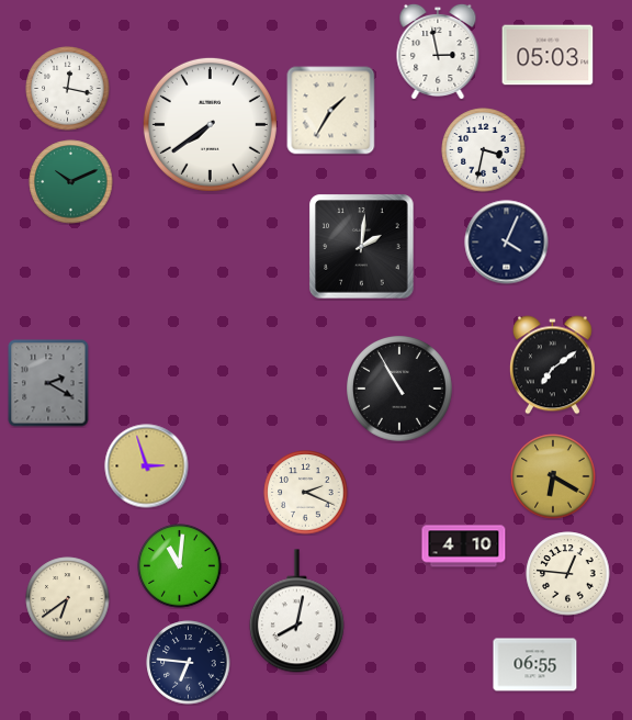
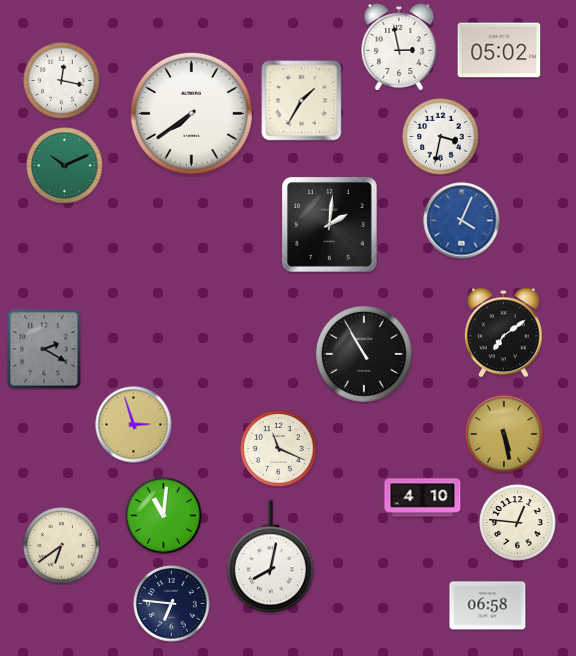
clock at (548, 55): 05:03 -> 05:02
clock at (507, 243) dial: navy -> blue
clock at (553, 476): 6:20 -> 5:28
clock at (306, 493): 2:19 -> 11:19
clock at (535, 665): 06:55 -> 06:58
